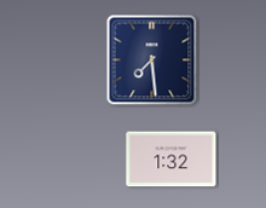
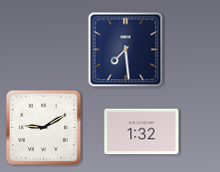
clock at (43, 127): none -> 9:10
